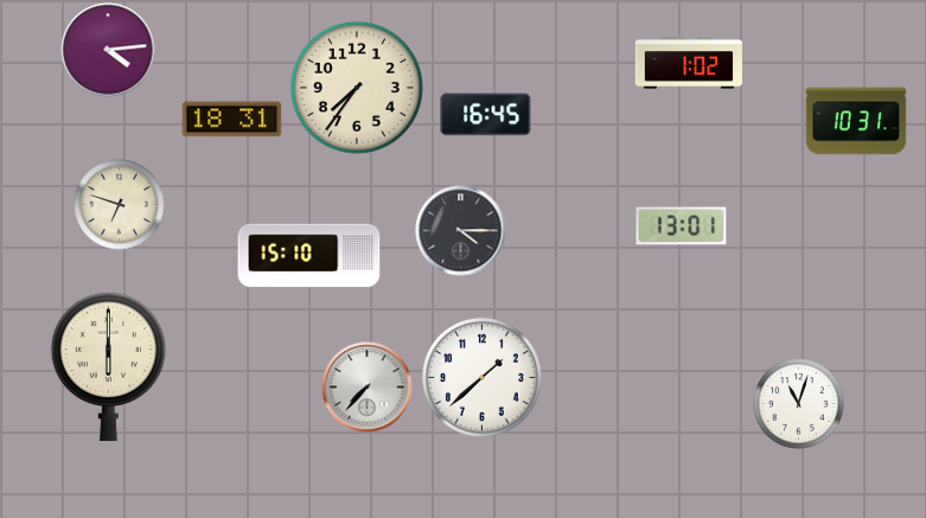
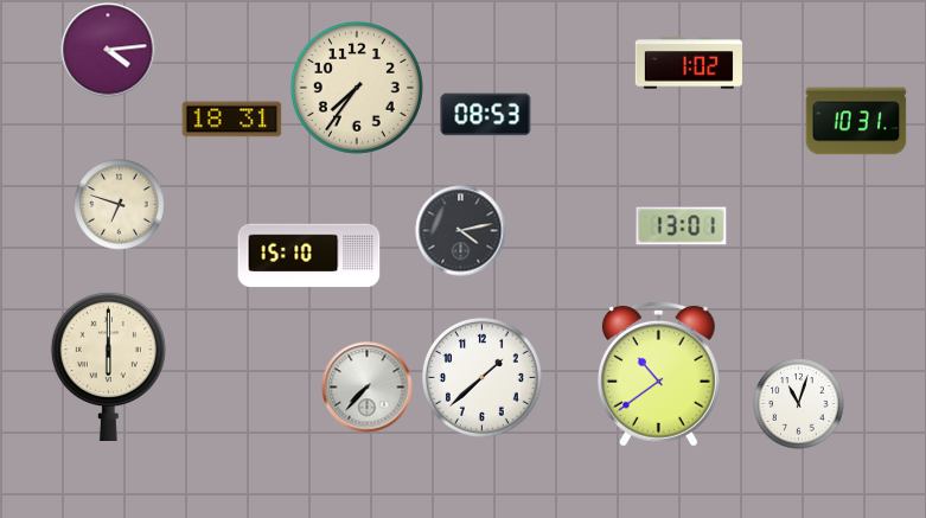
clock at (486, 115): 16:45 -> 08:53
clock at (461, 231): 4:15 -> 4:13
clock at (658, 373): none -> 10:39
